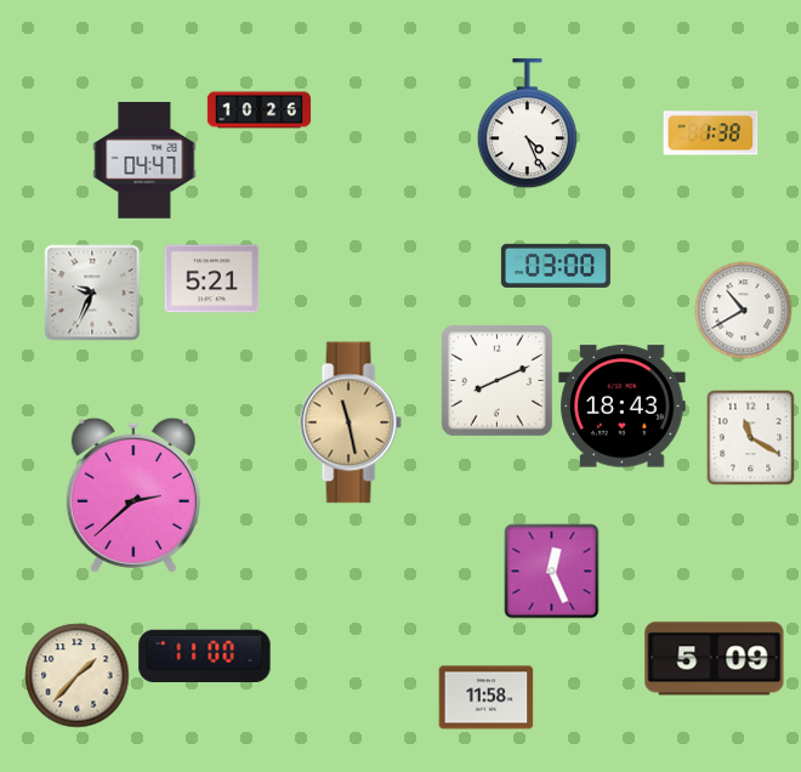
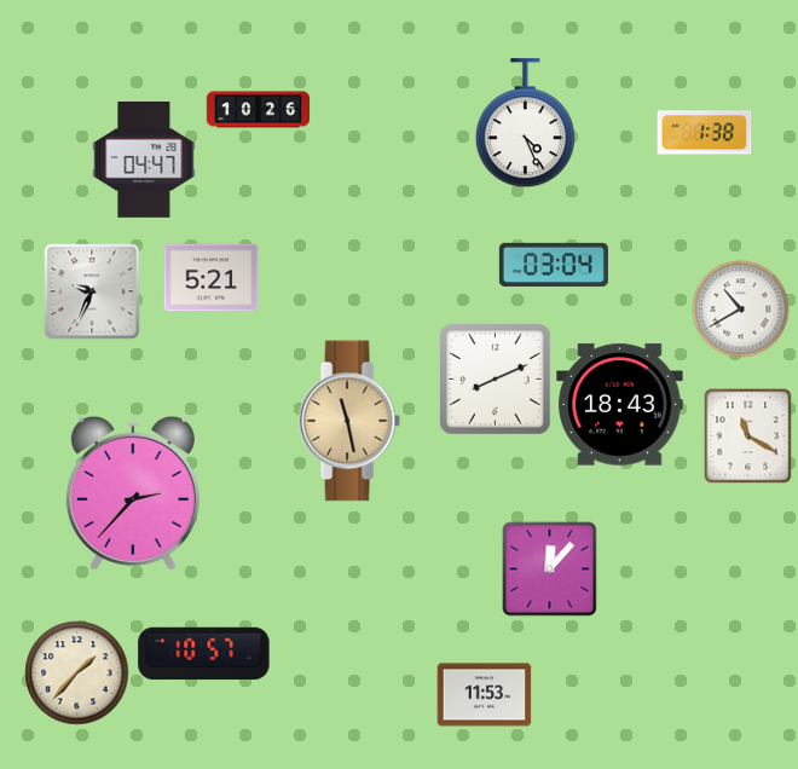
clock at (710, 134) position: (710, 134) -> (704, 133)
clock at (556, 266): 03:00 -> 03:04
clock at (133, 495): 2:38 -> 2:37
clock at (551, 571): 12:26 -> 12:07
clock at (205, 657): 11:00 -> 10:57
clock at (715, 659): 5:09 -> none
clock at (485, 698): 11:58 -> 11:53
